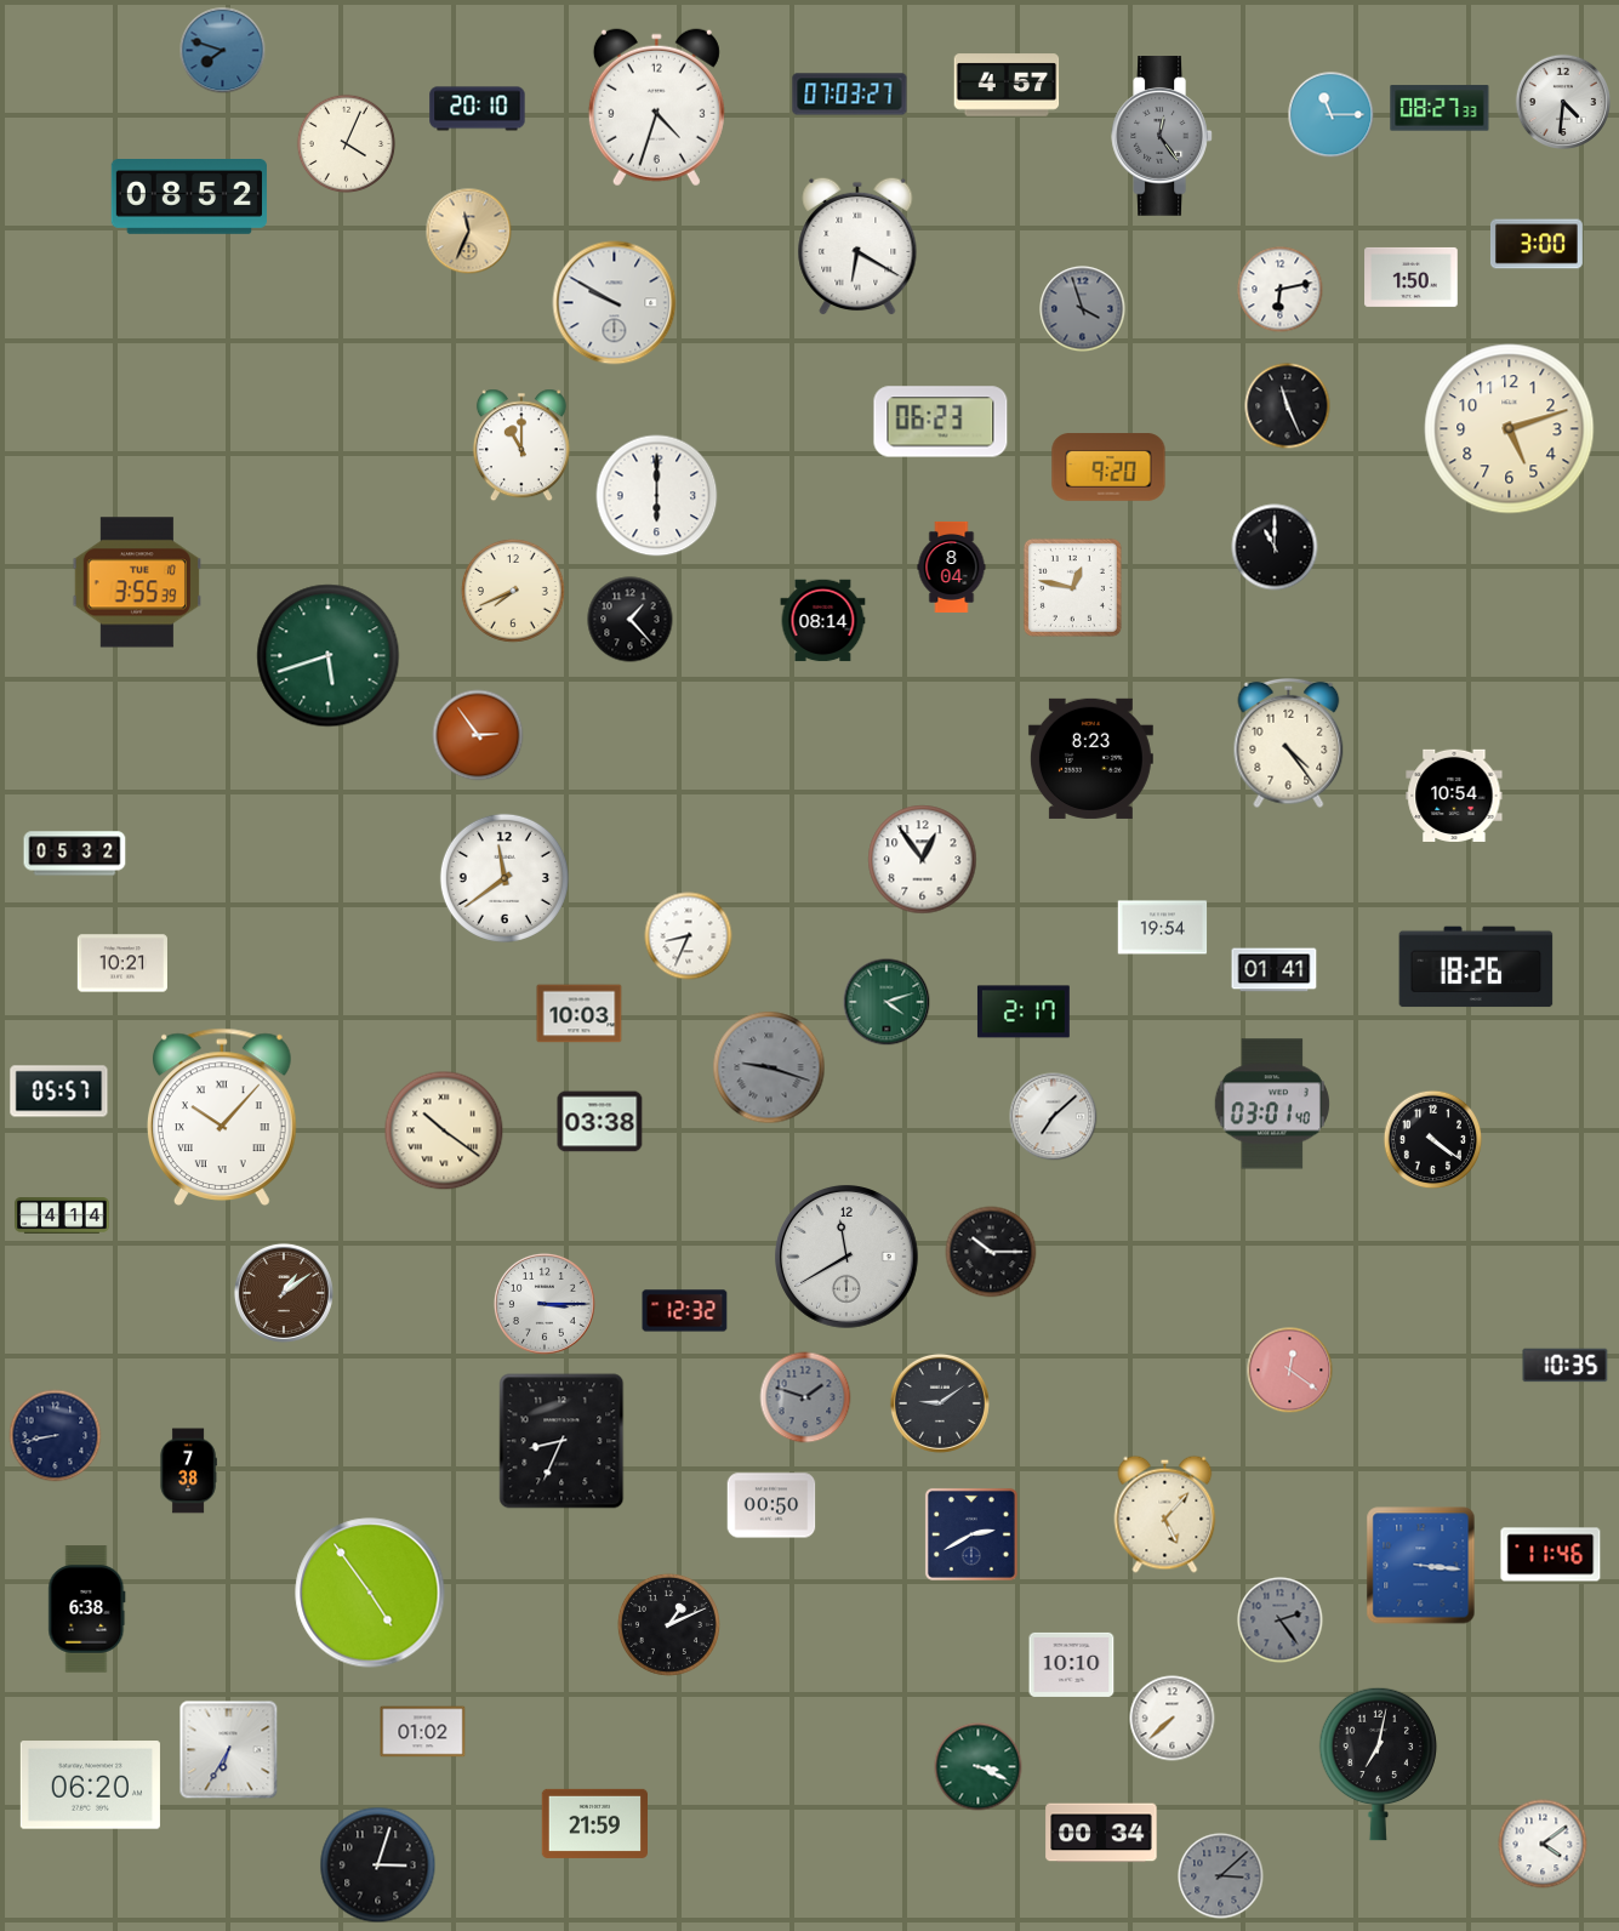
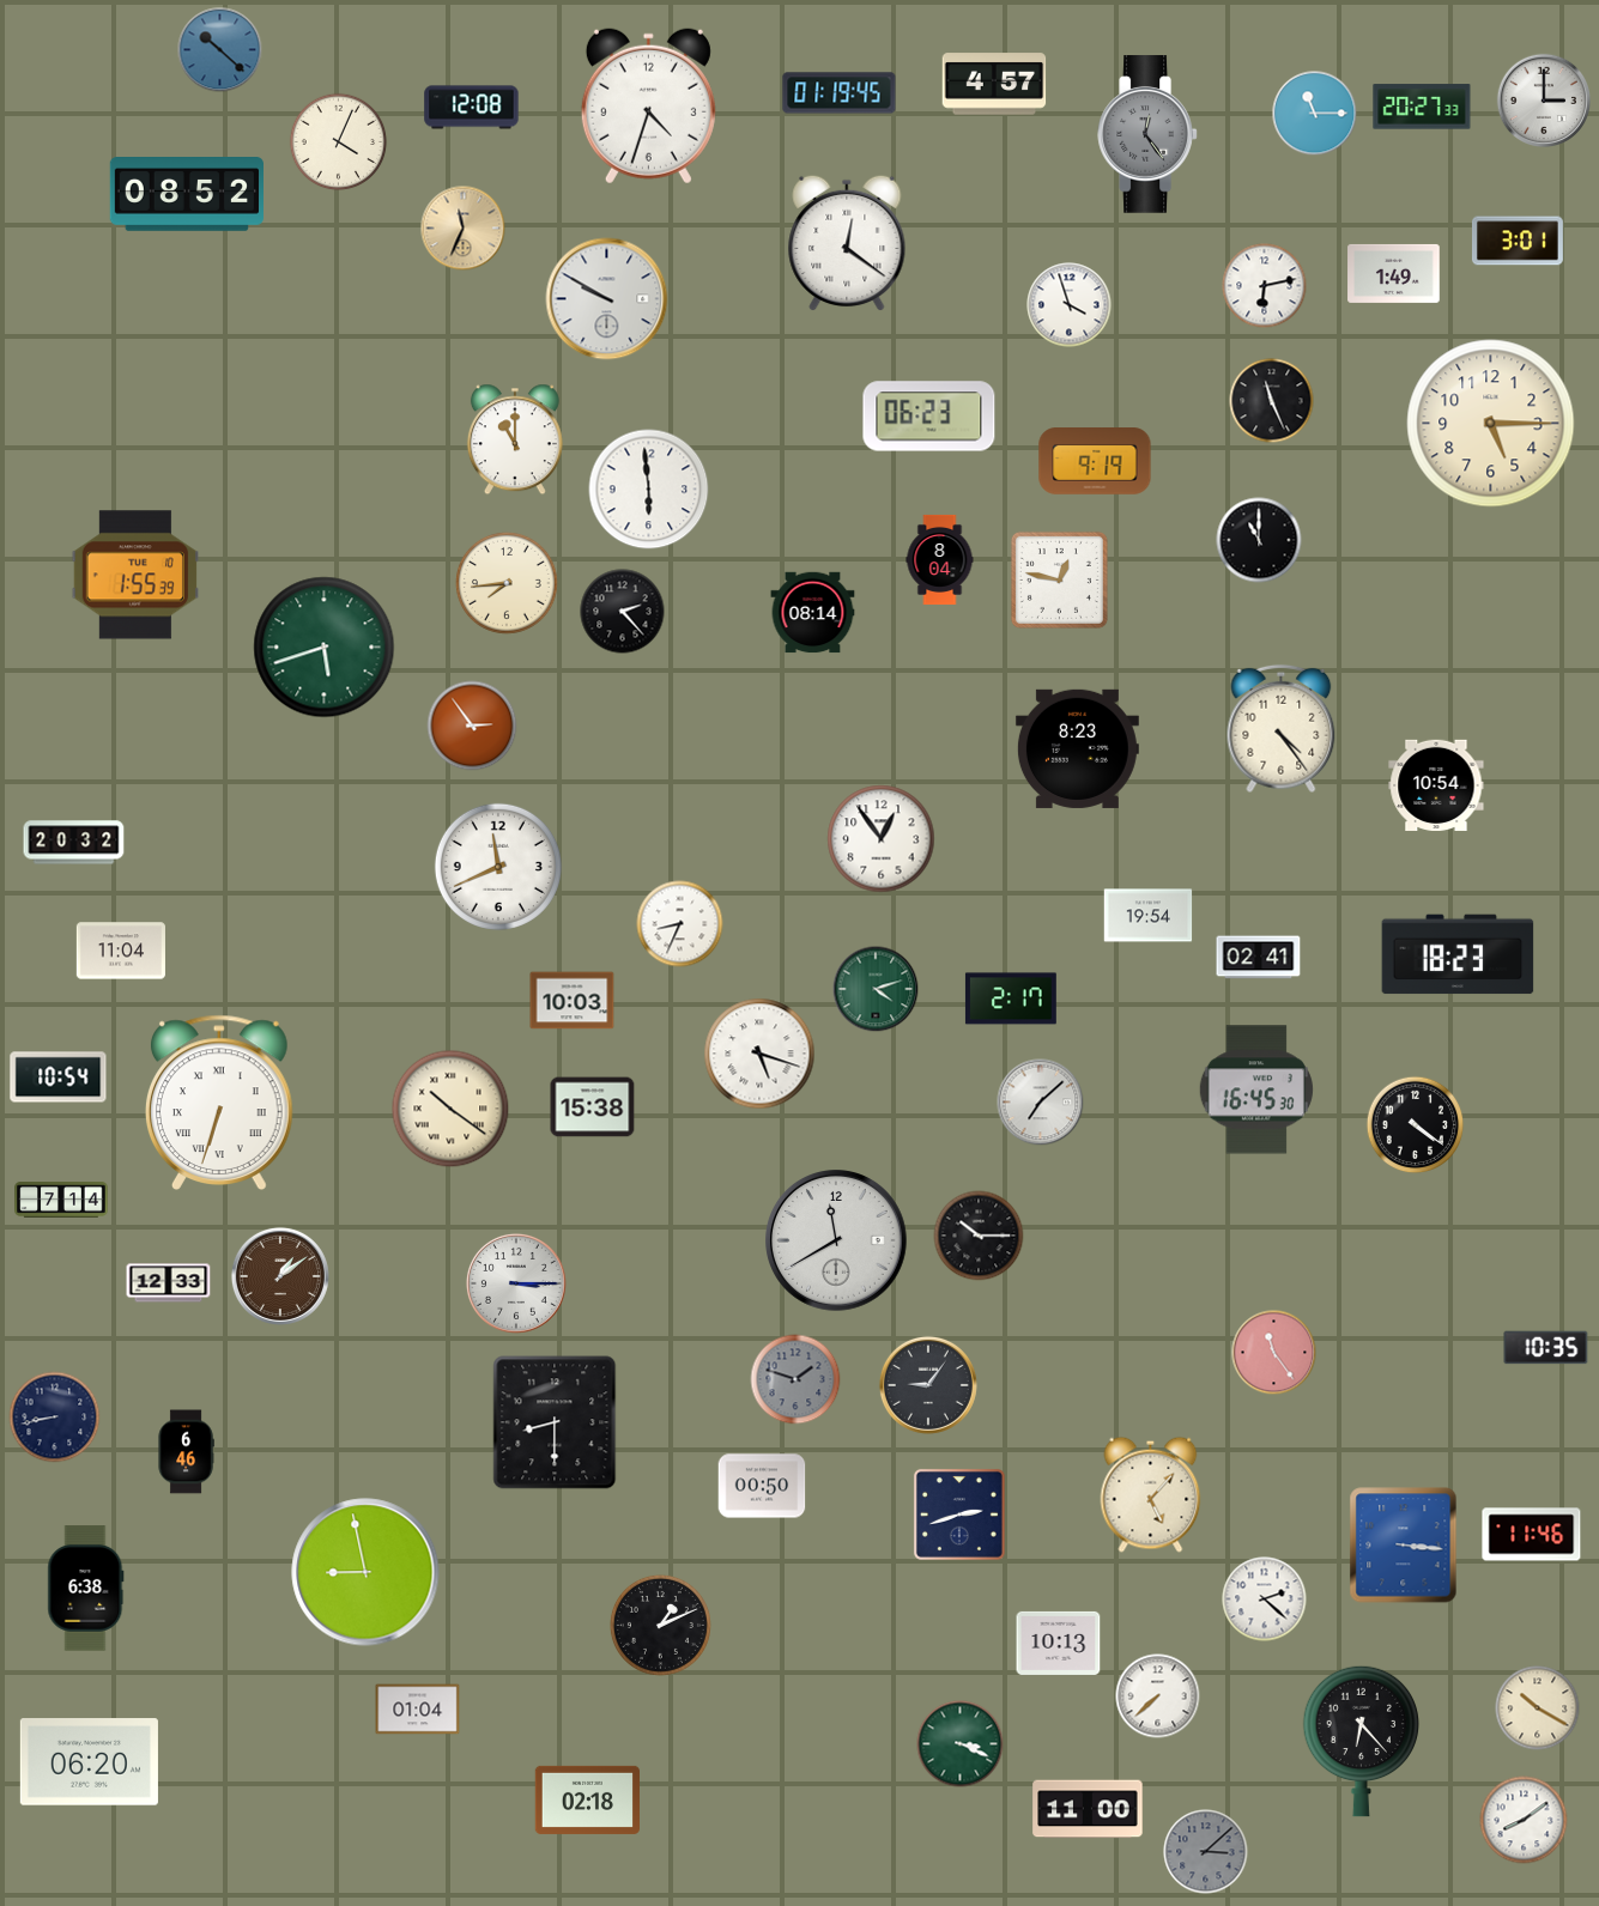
clock at (223, 51): 7:48 -> 10:22
clock at (850, 95): 07:03 -> 01:19
clock at (1562, 101): 4:31 -> 3:00
clock at (1440, 108): 08:27 -> 20:27
clock at (478, 109): 20:10 -> 12:08
clock at (347, 144) position: (347, 144) -> (339, 142)
clock at (1537, 244): 3:00 -> 3:01
clock at (857, 246): 6:20 -> 12:21
clock at (1412, 277): 1:50 -> 1:49
clock at (1083, 309) dial: grey -> white
clock at (1510, 429): 5:12 -> 5:15
clock at (1108, 467): 9:20 -> 9:19
clock at (657, 496): 6:00 -> 5:59
clock at (136, 582): 3:55 -> 1:55
clock at (513, 591): 7:41 -> 7:44
clock at (631, 620): 1:23 -> 2:23
clock at (1289, 744) position: (1289, 744) -> (1282, 729)
clock at (75, 854): 05:32 -> 20:32
clock at (923, 860) position: (923, 860) -> (882, 839)
clock at (504, 878): 11:39 -> 11:41
clock at (122, 963): 10:21 -> 11:04
clock at (1476, 967): 18:26 -> 18:23
clock at (1275, 970): 01:41 -> 02:41
clock at (769, 1067): 9:18 -> 5:18
clock at (769, 1067) dial: grey -> white
clock at (59, 1092): 05:57 -> 10:54
clock at (1272, 1104): 03:01 -> 16:45
clock at (223, 1116): 10:07 -> 6:33
clock at (600, 1122): 03:38 -> 15:38
clock at (444, 1130) position: (444, 1130) -> (450, 1109)
clock at (62, 1217): 4:14 -> 7:14
clock at (169, 1283): none -> 12:33
clock at (545, 1304) position: (545, 1304) -> (516, 1283)
clock at (685, 1311): 12:32 -> none
clock at (1290, 1371): 12:21 -> 11:24
clock at (940, 1403): 9:09 -> 9:06
clock at (561, 1441): 8:34 -> 8:30
clock at (188, 1471): 7:38 -> 6:46
clock at (971, 1534): 2:40 -> 2:42
clock at (370, 1593): 4:54 -> 8:58
clock at (1281, 1620): 2:24 -> 2:22
clock at (1281, 1620) dial: grey -> white
clock at (668, 1624) position: (668, 1624) -> (660, 1625)
clock at (1072, 1664): 10:10 -> 10:13
clock at (1538, 1708): none -> 10:20
clock at (423, 1732): 01:02 -> 01:04
clock at (229, 1750): 6:35 -> none
clock at (1379, 1764): 7:02 -> 6:23
clock at (979, 1767) position: (979, 1767) -> (961, 1744)
clock at (594, 1823): 21:59 -> 02:18
clock at (1101, 1833): 00:34 -> 11:00
clock at (1543, 1844): 4:09 -> 8:09
clock at (378, 1866): 3:03 -> none
